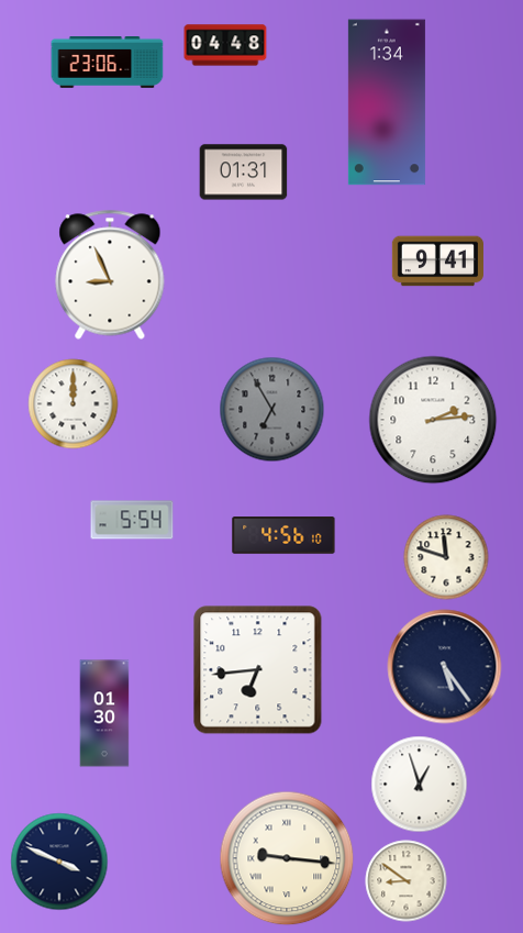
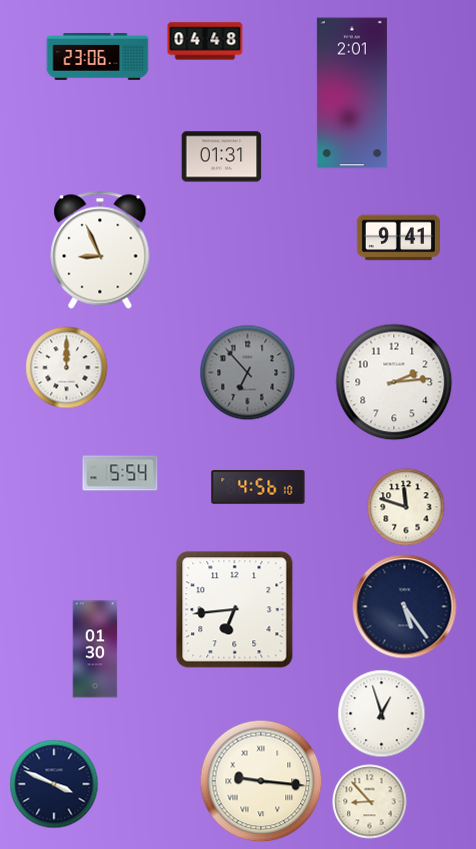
clock at (387, 102): 1:34 -> 2:01
clock at (272, 410): 6:55 -> 6:53
clock at (407, 881): 8:51 -> 8:53
